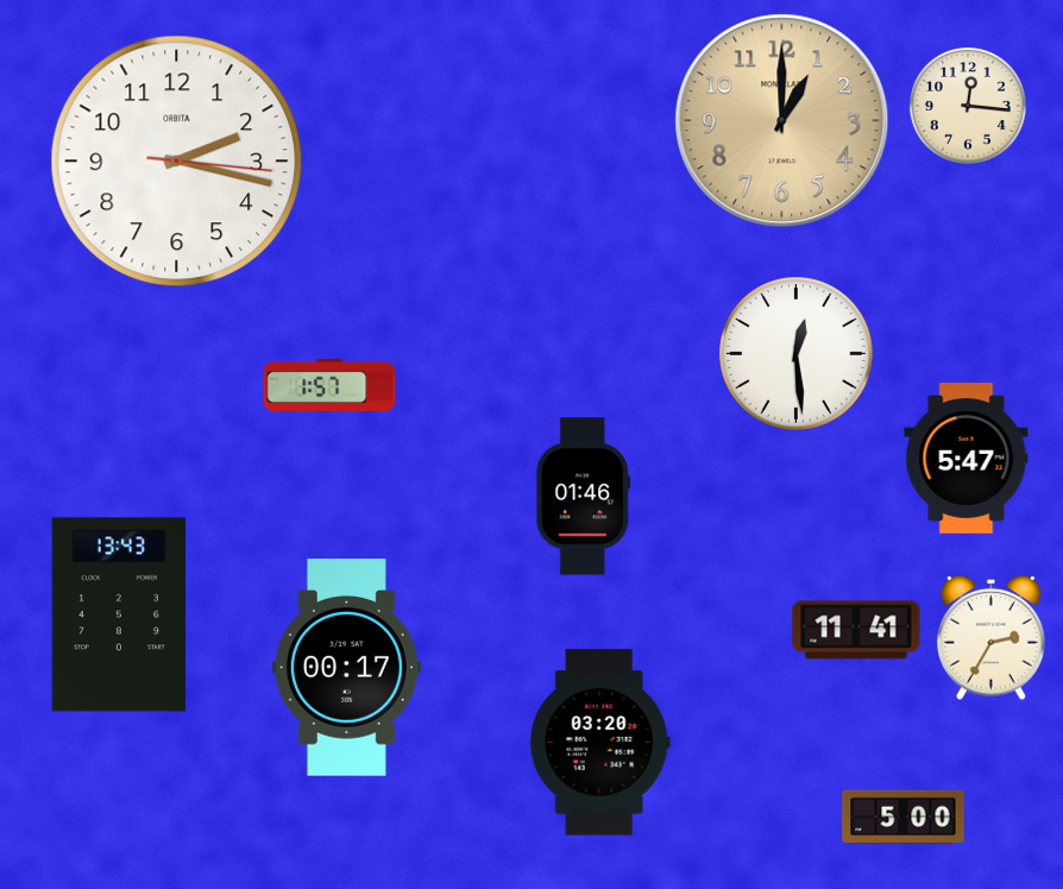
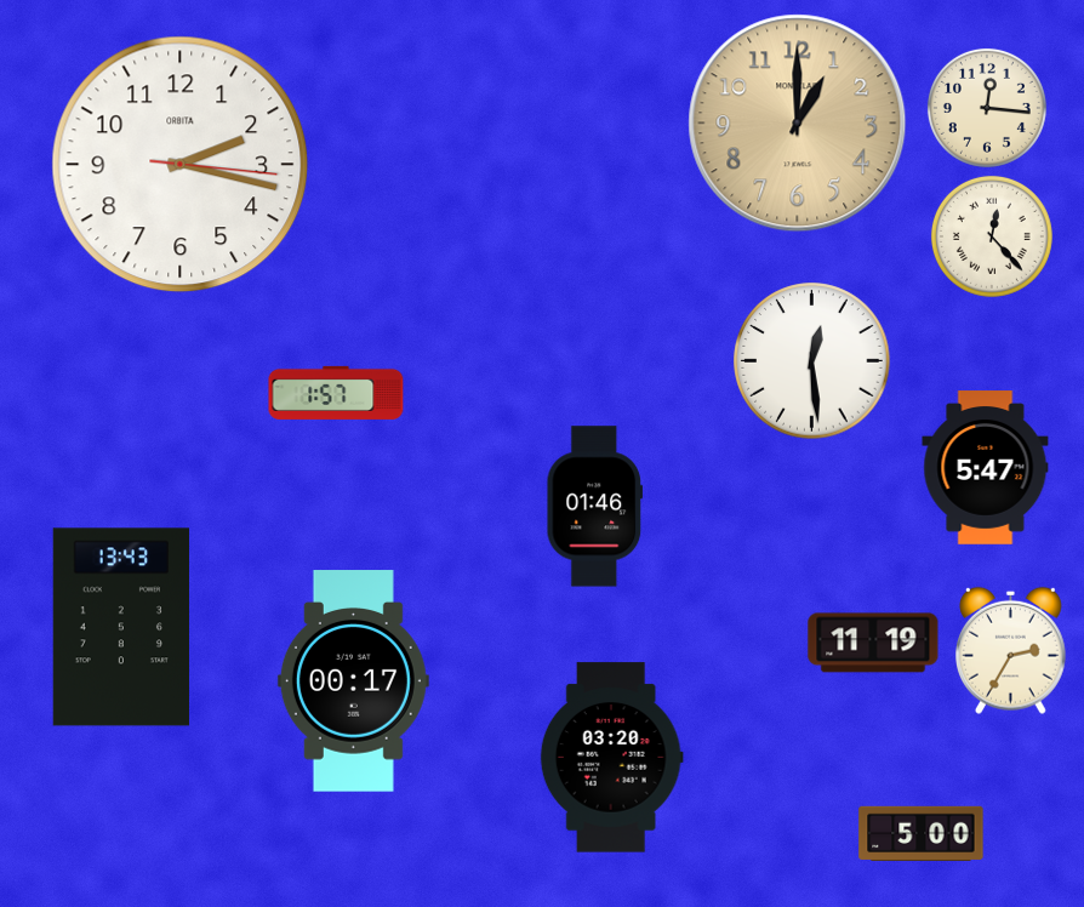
clock at (992, 236): none -> 12:23
clock at (856, 630): 11:41 -> 11:19
